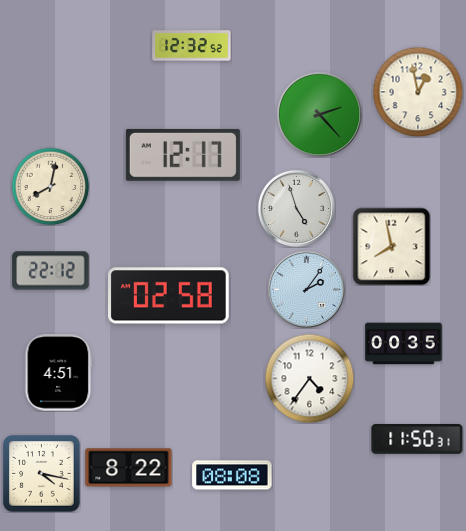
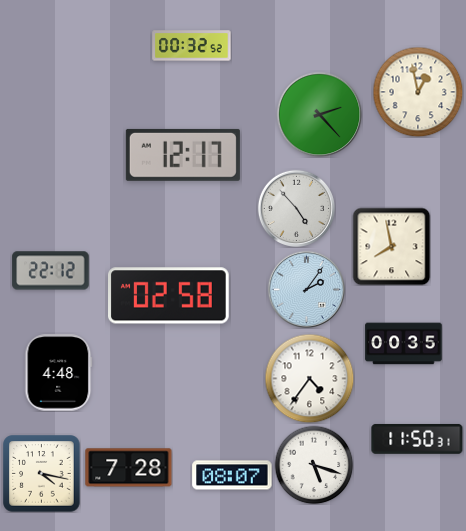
clock at (192, 46): 12:32 -> 00:32
clock at (50, 186): 8:02 -> none
clock at (296, 208): 4:57 -> 4:53
clock at (59, 373): 4:51 -> 4:48
clock at (314, 465): none -> 5:18
clock at (129, 468): 8:22 -> 7:28
clock at (232, 475): 08:08 -> 08:07
